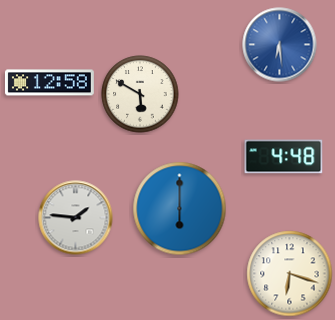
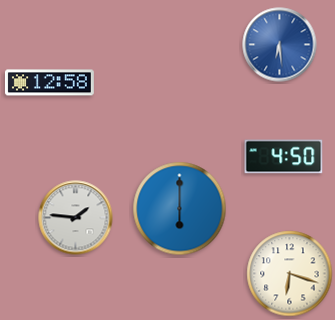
clock at (140, 94): 5:50 -> none
clock at (284, 157): 4:48 -> 4:50
